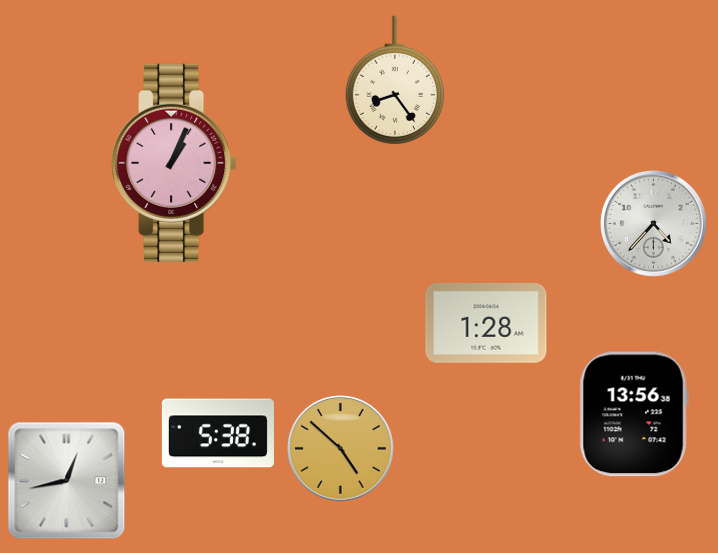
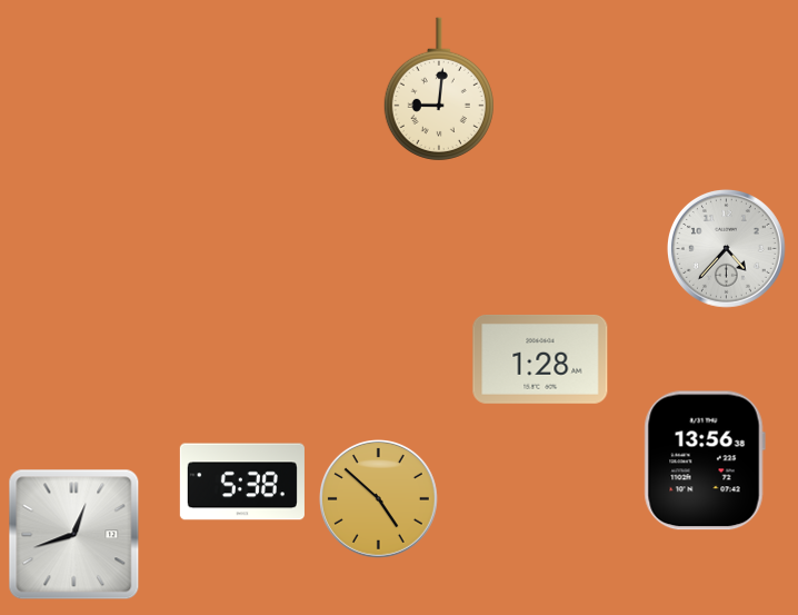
clock at (395, 80): 8:24 -> 9:01
clock at (174, 163): 1:04 -> none
clock at (67, 481): 12:43 -> 12:42
